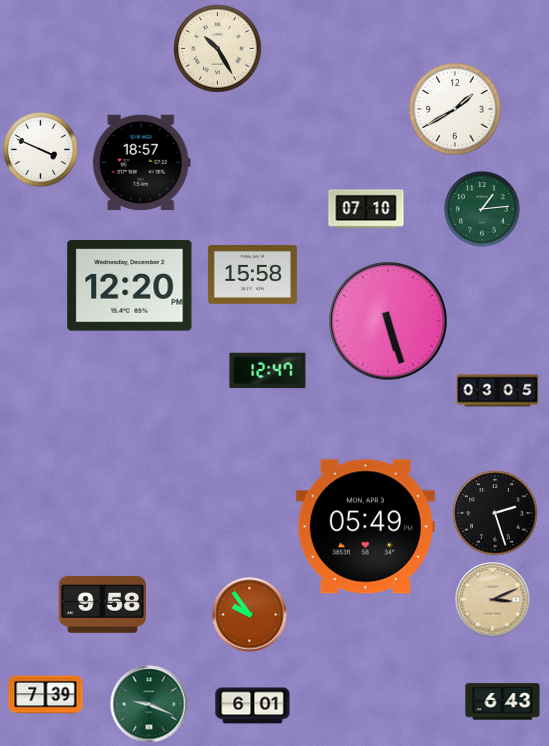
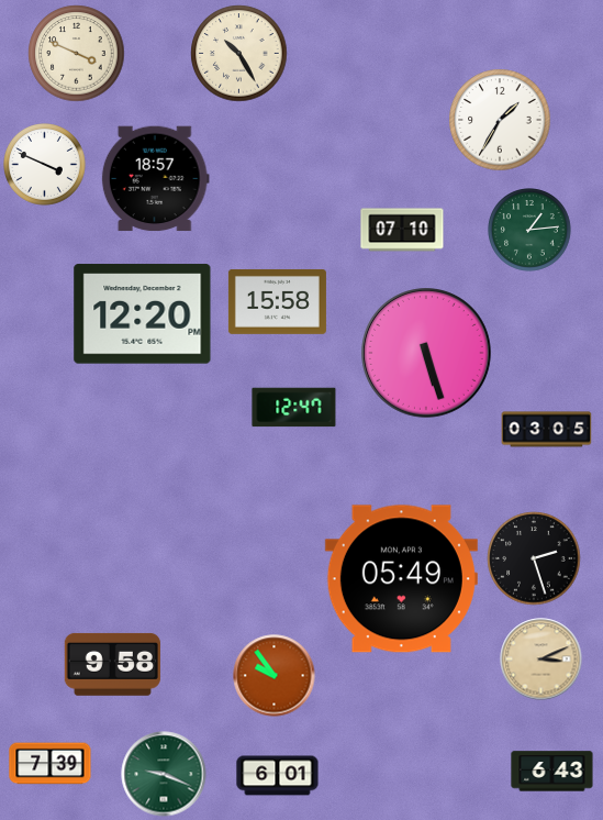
clock at (77, 54): none -> 3:49
clock at (455, 109): 1:40 -> 1:35
clock at (495, 513) position: (495, 513) -> (534, 558)
